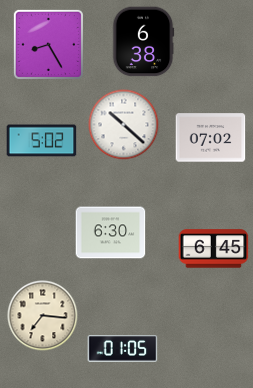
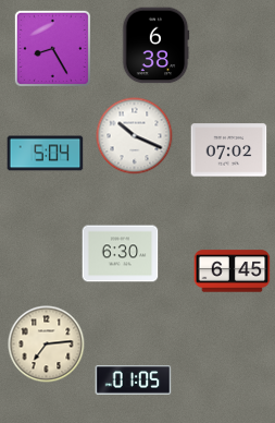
clock at (124, 125): 10:22 -> 10:19
clock at (42, 141): 5:02 -> 5:04
clock at (43, 316): 7:16 -> 7:14
